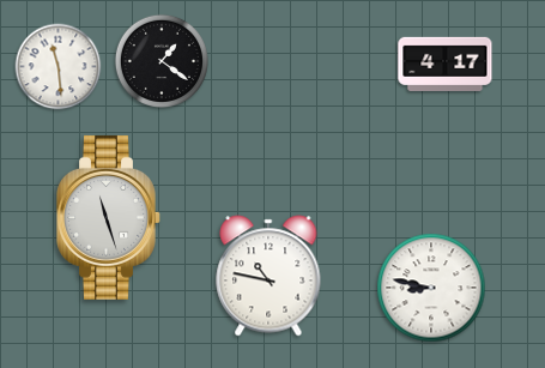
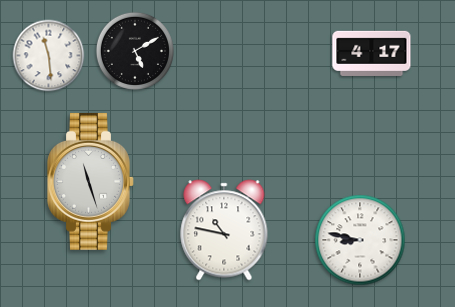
clock at (162, 61): 1:21 -> 5:10
